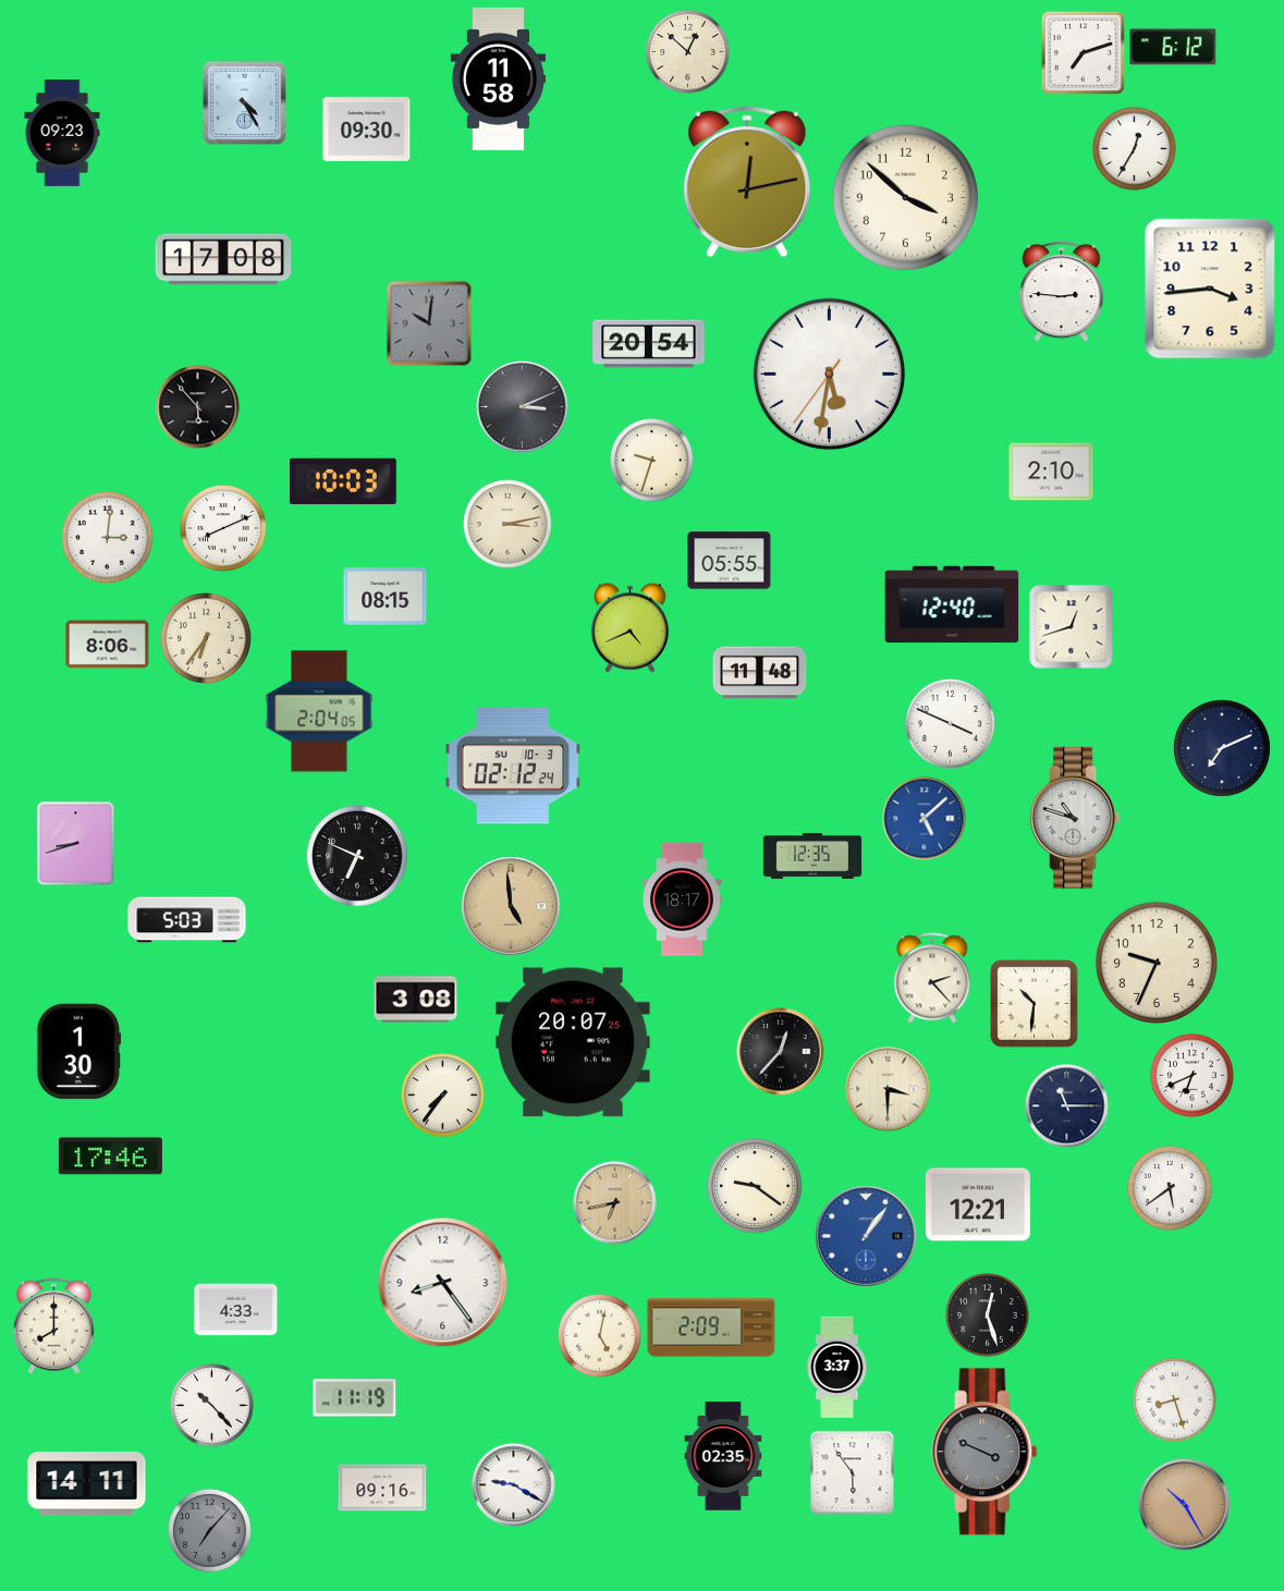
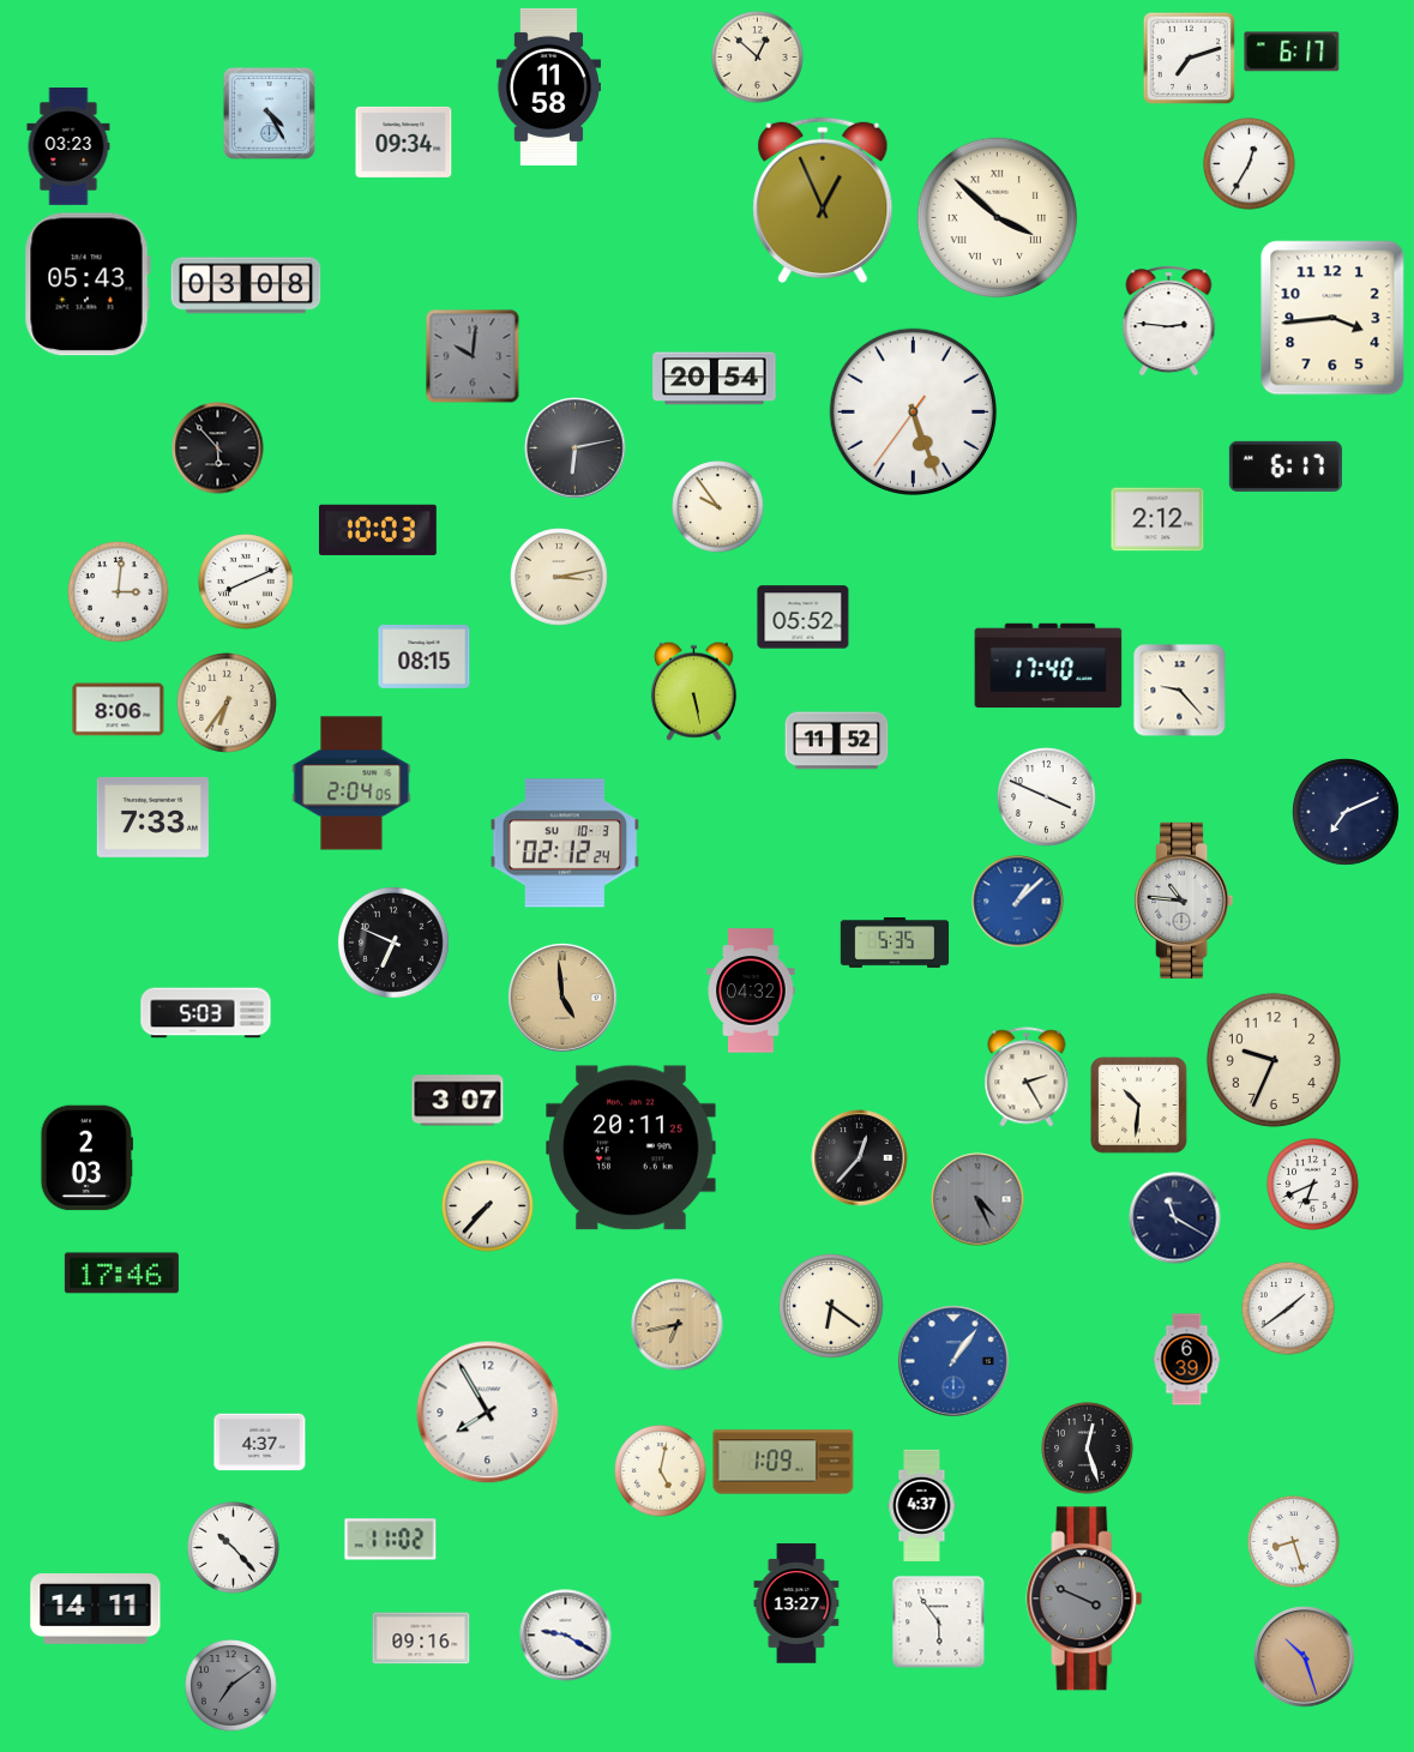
clock at (1173, 47): 6:12 -> 6:17
clock at (1083, 52) position: (1083, 52) -> (1189, 58)
clock at (367, 128): 09:30 -> 09:34
clock at (62, 134): 09:23 -> 03:23
clock at (747, 182): 12:13 -> 12:56
clock at (905, 197) numerals: Arabic -> Roman
clock at (88, 284): none -> 05:43
clock at (223, 259): 17:08 -> 03:08
clock at (829, 374): 5:31 -> 5:26
clock at (523, 407): 3:11 -> 6:13
clock at (1286, 466): none -> 6:17
clock at (652, 461): 9:33 -> 9:54
clock at (1051, 472): 2:10 -> 2:12
clock at (730, 561): 05:55 -> 05:52
clock at (952, 604): 12:40 -> 17:40
clock at (629, 627): 4:41 -> 5:28
clock at (1072, 627): 12:42 -> 9:23
clock at (760, 673): 11:48 -> 11:52
clock at (152, 817): none -> 7:33
clock at (1223, 749) position: (1223, 749) -> (1347, 813)
clock at (1075, 818): 10:48 -> 10:46
clock at (925, 819): 5:08 -> 1:08
clock at (76, 844): 8:42 -> none
clock at (812, 856): 12:35 -> 5:35
clock at (682, 899): 18:17 -> 04:32
clock at (932, 978): 2:23 -> 2:25
clock at (416, 1000): 3:08 -> 3:07
clock at (573, 1042): 20:07 -> 20:11
clock at (78, 1052): 1:30 -> 2:03
clock at (888, 1089): 3:30 -> 4:26
clock at (888, 1089) dial: cream -> grey
clock at (443, 1096): 7:36 -> 7:37
clock at (1067, 1106): 11:15 -> 11:20
clock at (756, 1187): 9:21 -> 6:21
clock at (1170, 1188): 5:39 -> 1:39
clock at (978, 1204): 12:21 -> none
clock at (1187, 1360): none -> 6:39
clock at (443, 1283): 8:24 -> 7:55
clock at (236, 1310): 4:33 -> 4:37
clock at (53, 1326): 8:00 -> none
clock at (711, 1327): 2:09 -> 1:09
clock at (837, 1367): 3:37 -> 4:37
clock at (355, 1398): 11:19 -> 11:02
clock at (723, 1456): 02:35 -> 13:27
clock at (87, 1484) position: (87, 1484) -> (96, 1609)
clock at (1185, 1505): 10:25 -> 10:27
clock at (210, 1531): 7:07 -> 7:09
